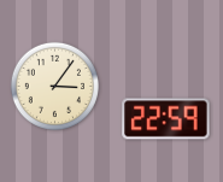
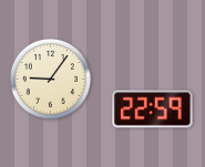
clock at (54, 86): 3:06 -> 9:06
